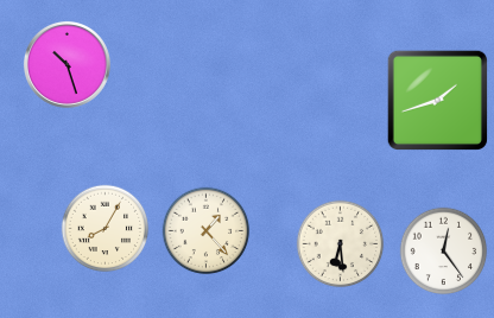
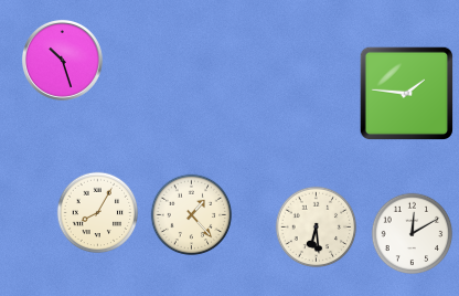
clock at (437, 100): 1:42 -> 1:46
clock at (444, 252): 12:24 -> 12:10
